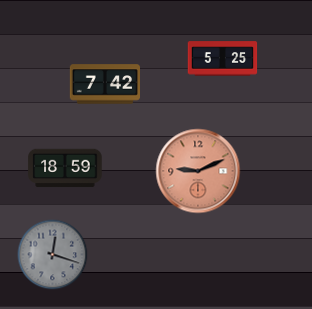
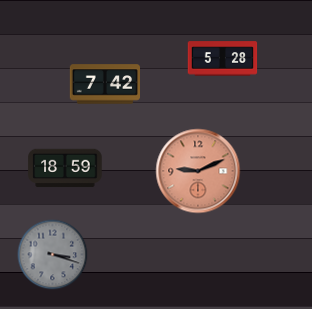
clock at (223, 59): 5:25 -> 5:28
clock at (53, 255): 12:18 -> 3:18
